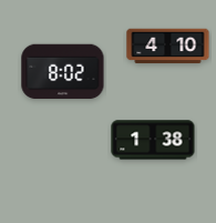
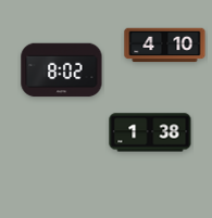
clock at (153, 140) position: (153, 140) -> (150, 132)
